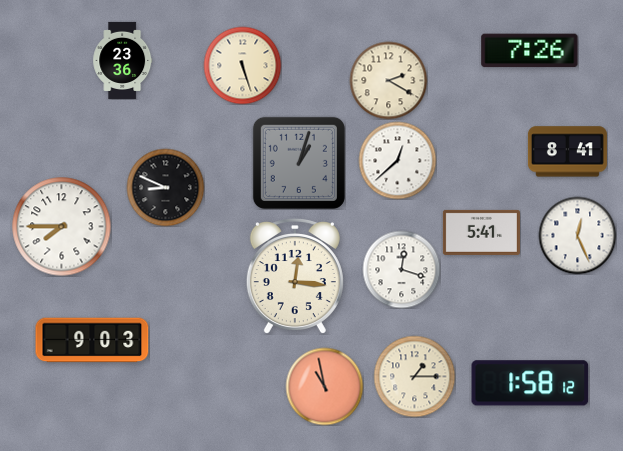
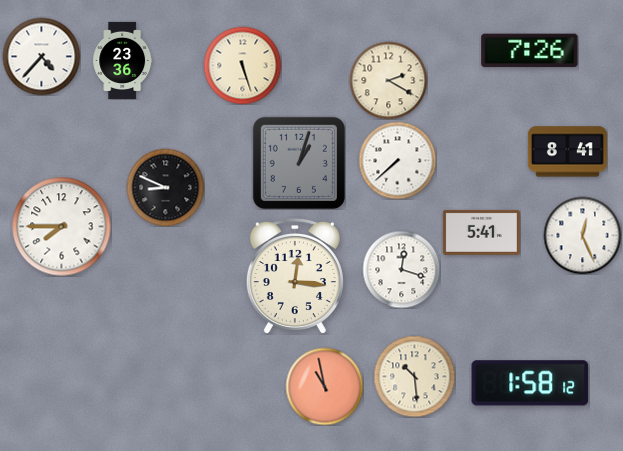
clock at (41, 56): none -> 4:37
clock at (397, 160): 12:38 -> 7:38
clock at (577, 235) position: (577, 235) -> (582, 235)
clock at (92, 340): 9:03 -> none
clock at (414, 376): 1:15 -> 10:29
